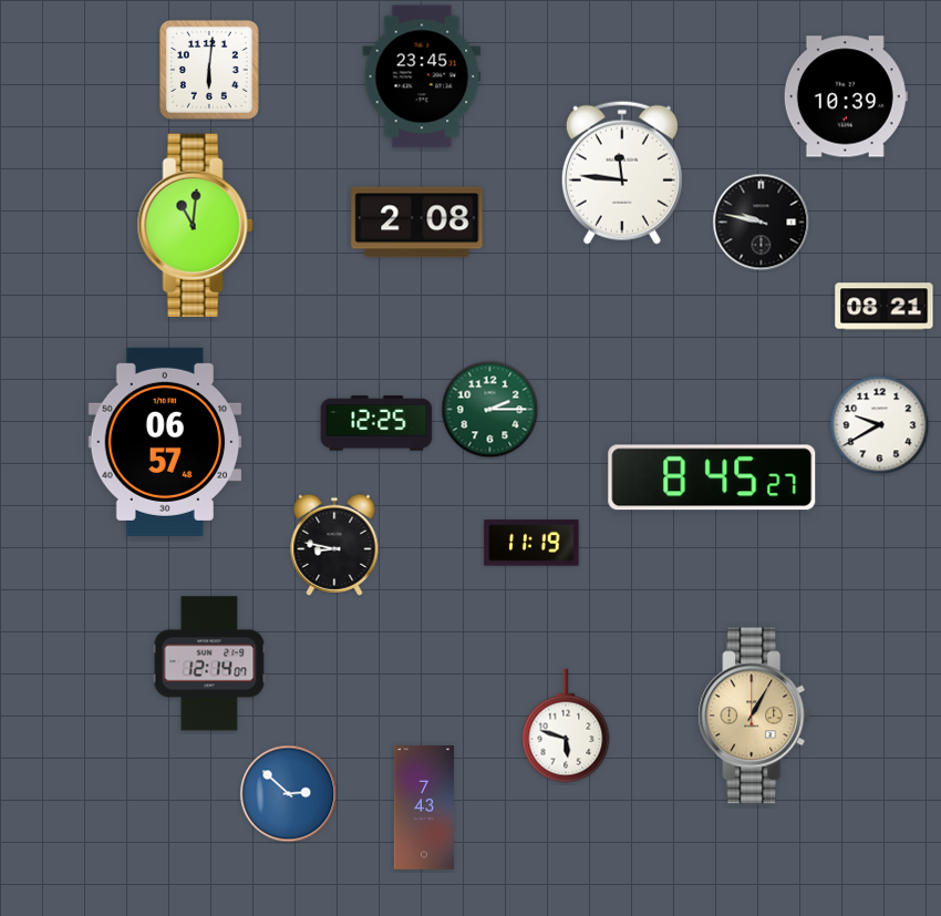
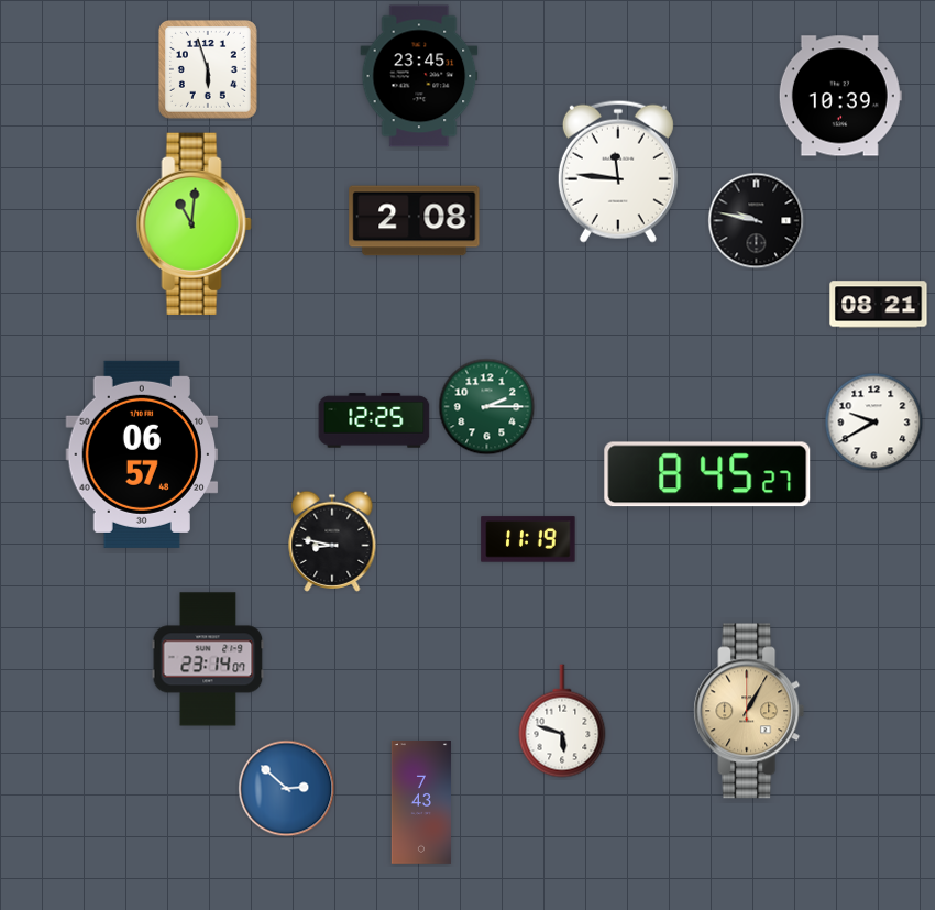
clock at (209, 70): 6:01 -> 5:57
clock at (165, 442) position: (165, 442) -> (142, 454)
clock at (209, 663): 12:14 -> 23:14
